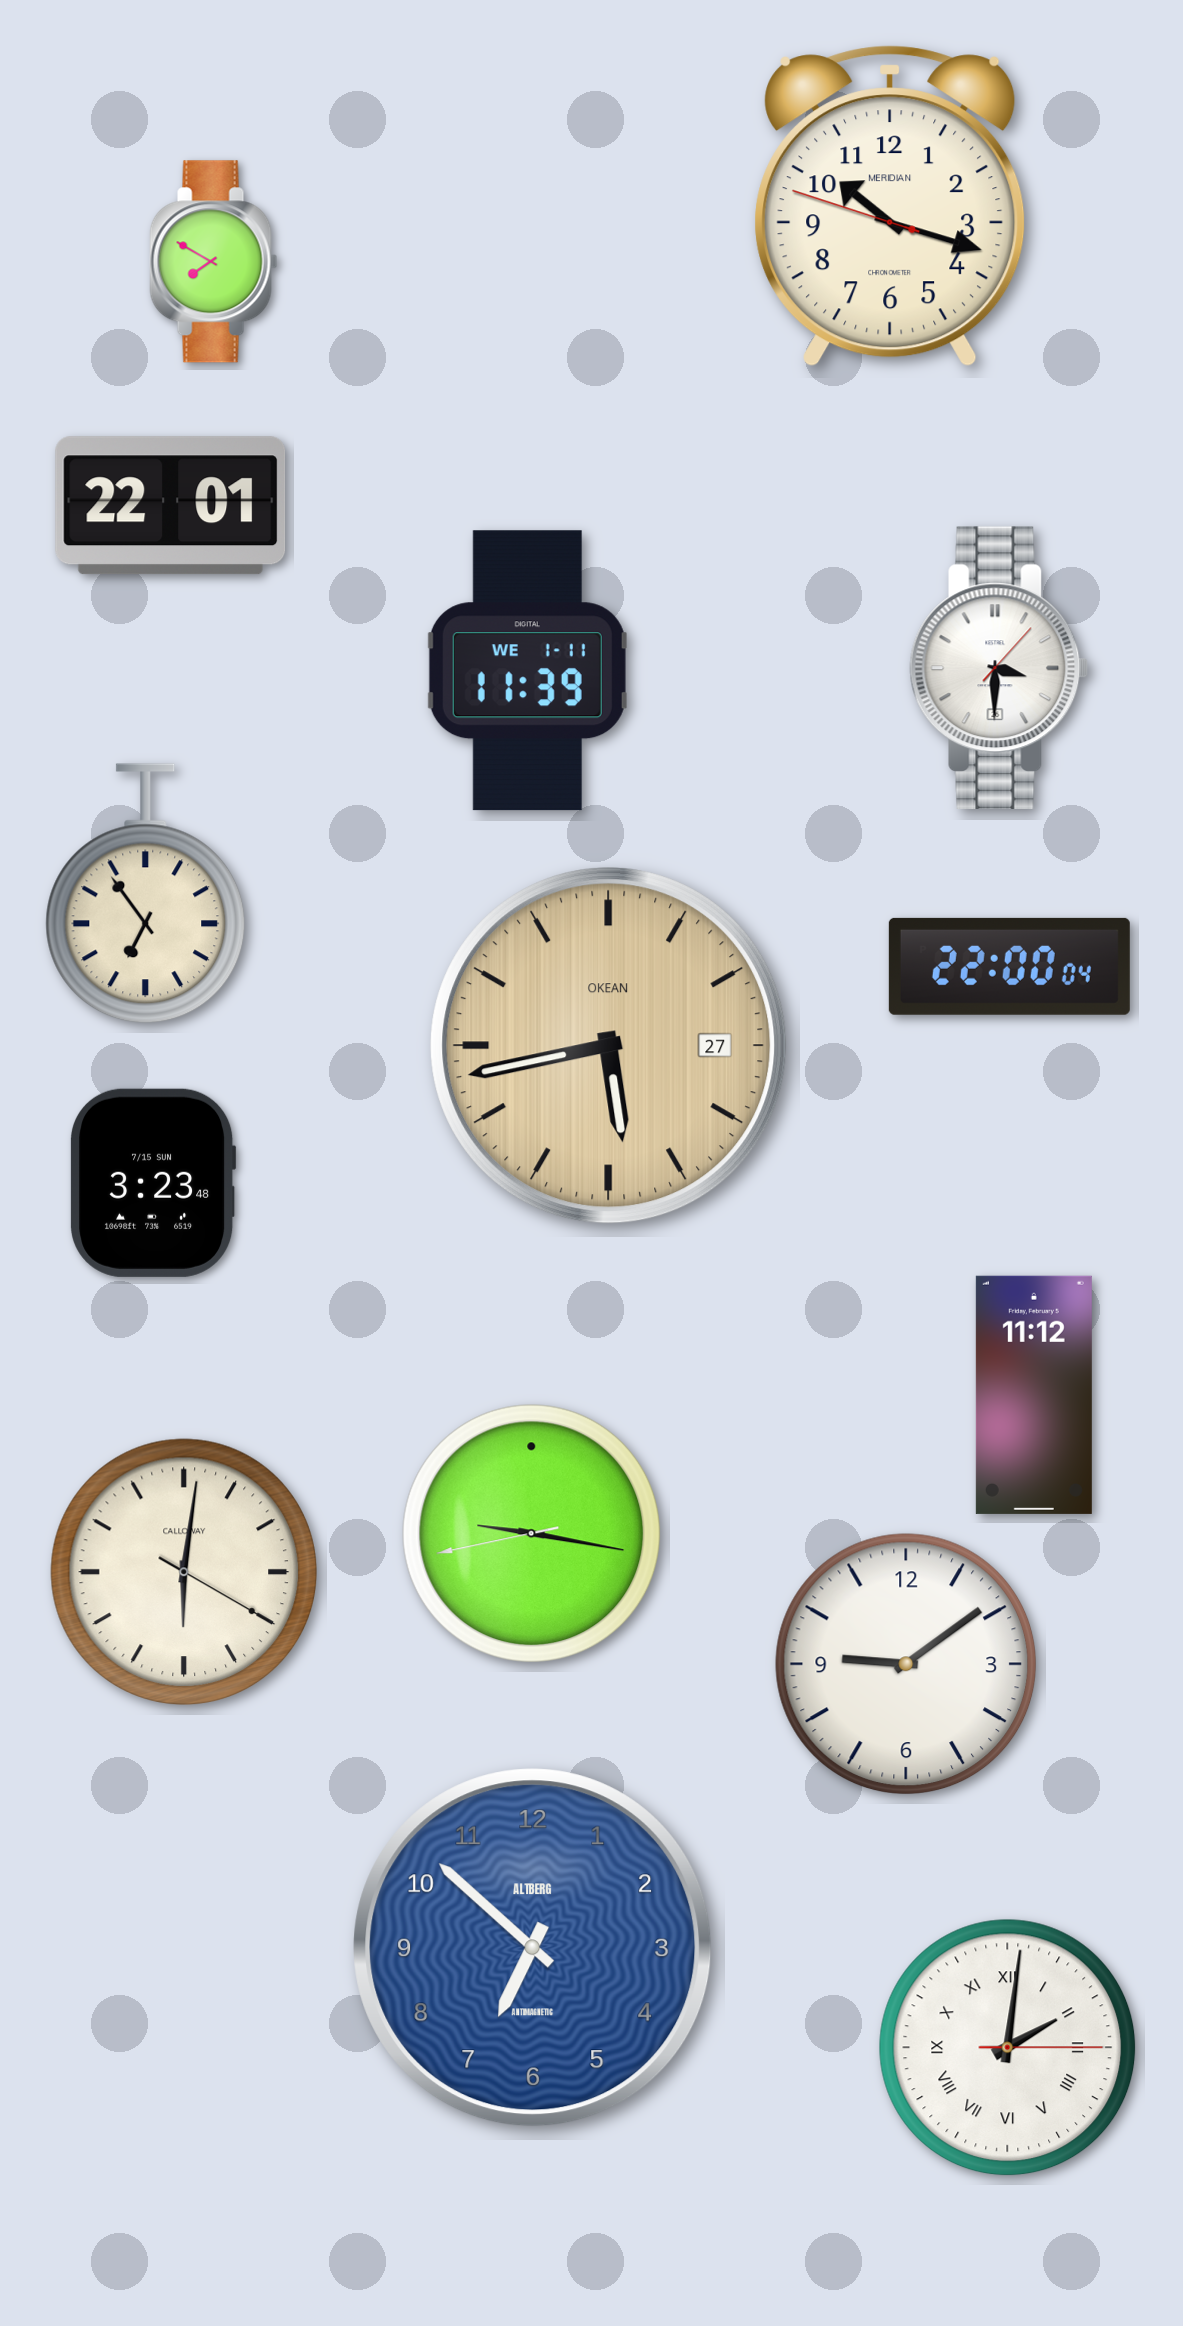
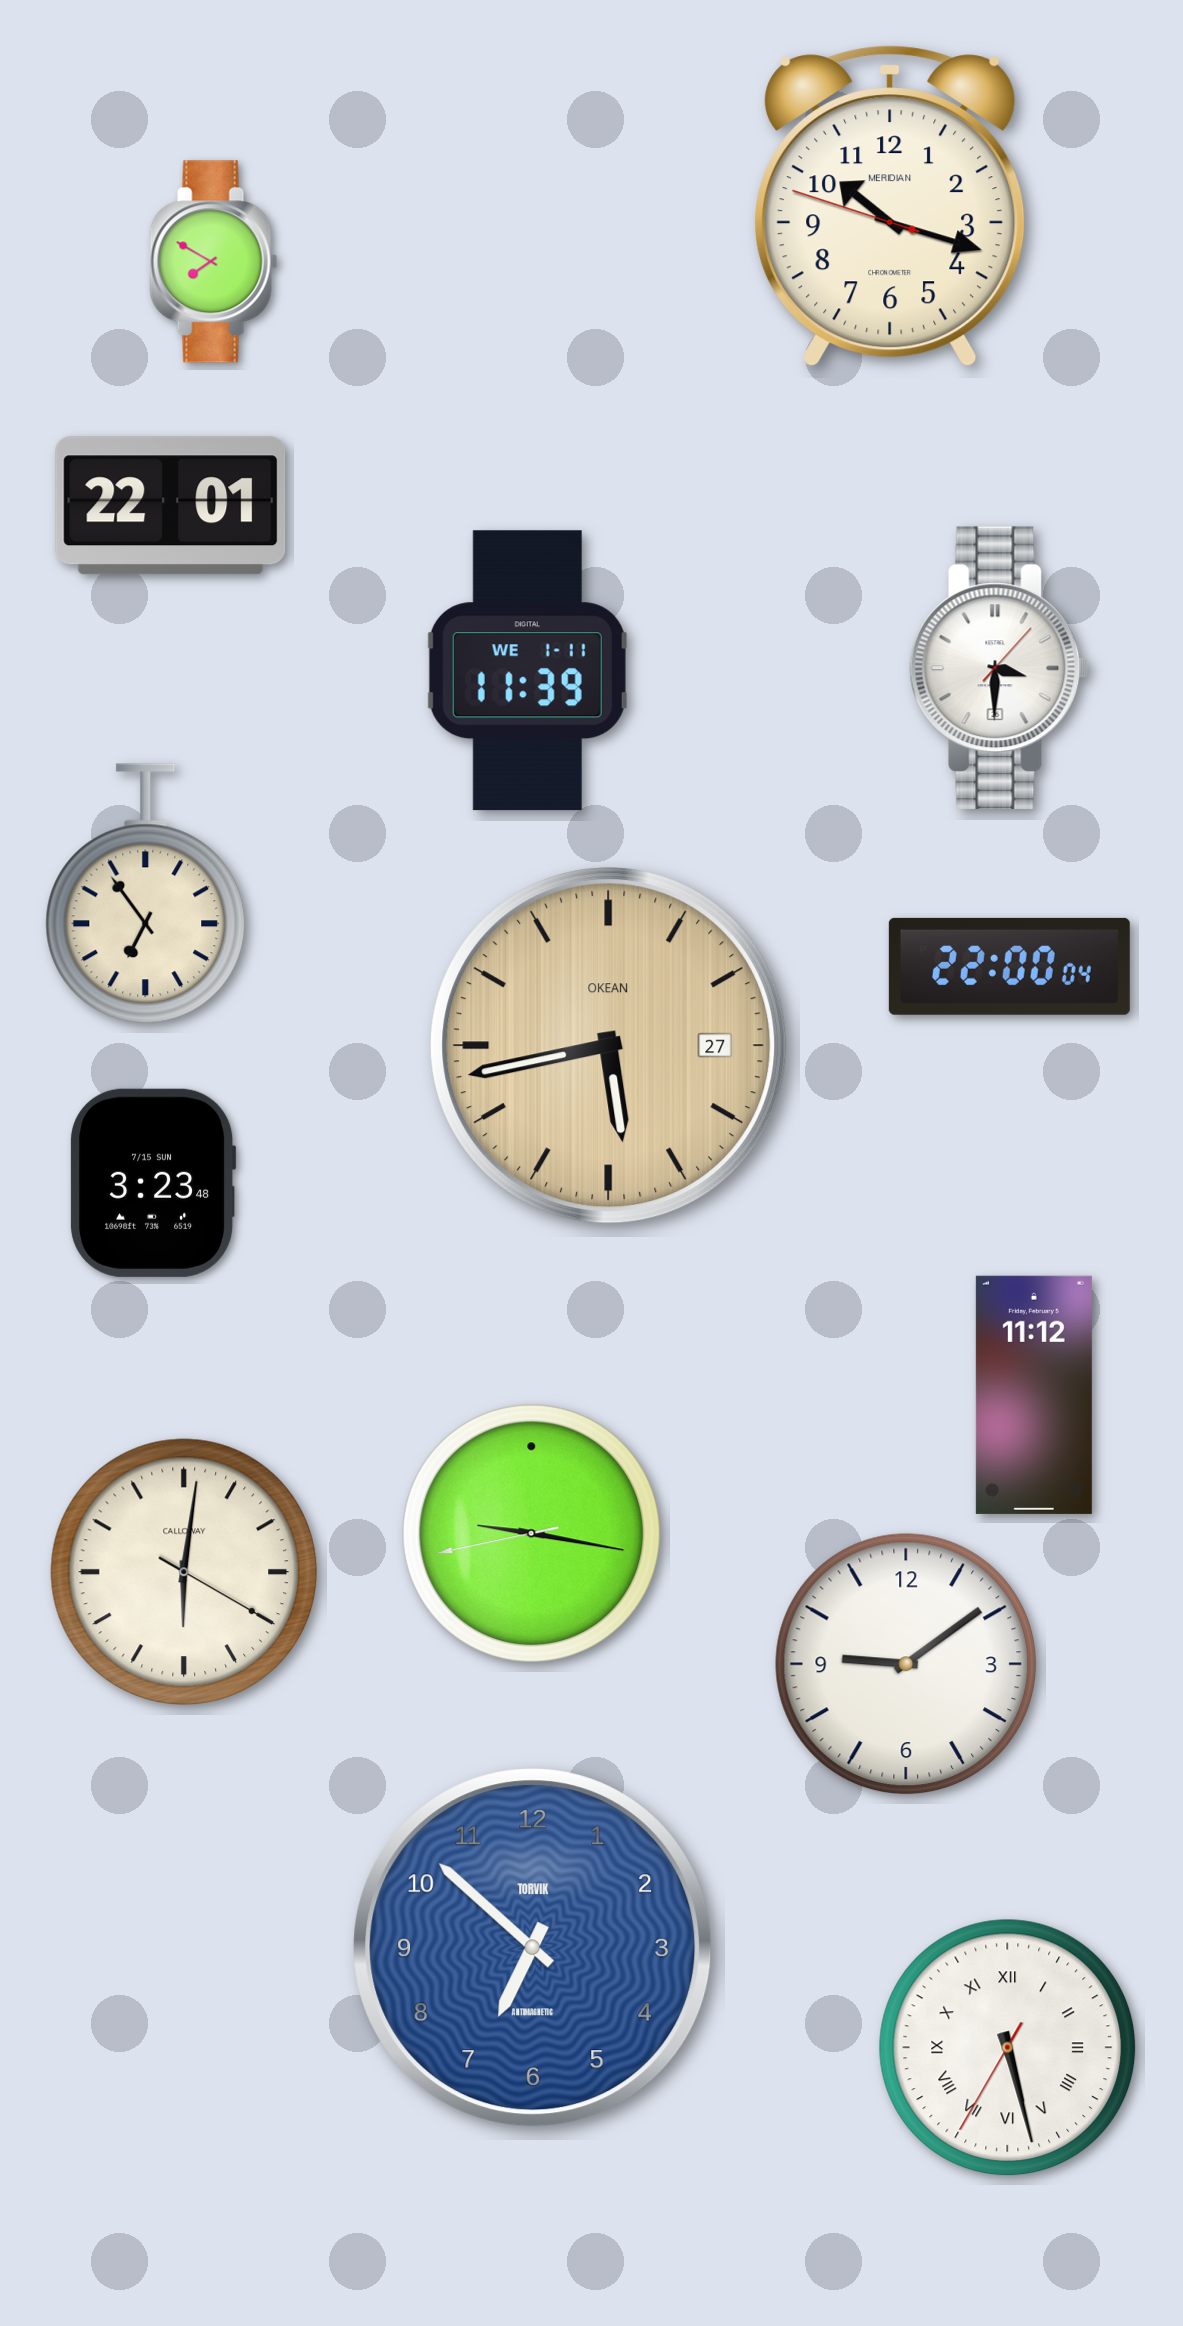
clock at (533, 1948) brand: ALTBERG -> TORVIK
clock at (1008, 2048): 2:01 -> 5:27
